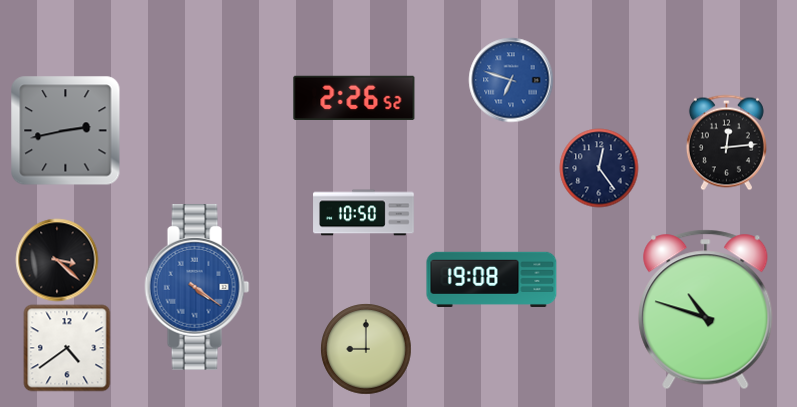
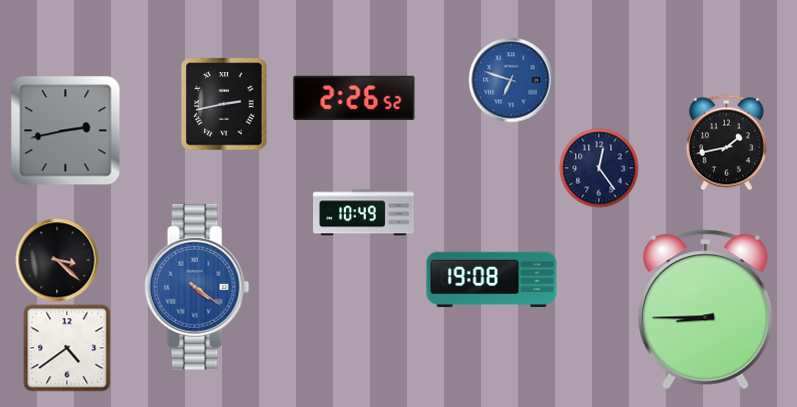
clock at (224, 104): none -> 2:43
clock at (726, 142): 12:14 -> 1:43
clock at (364, 213): 10:50 -> 10:49
clock at (706, 310): 10:48 -> 8:45
clock at (366, 349): 9:00 -> none
